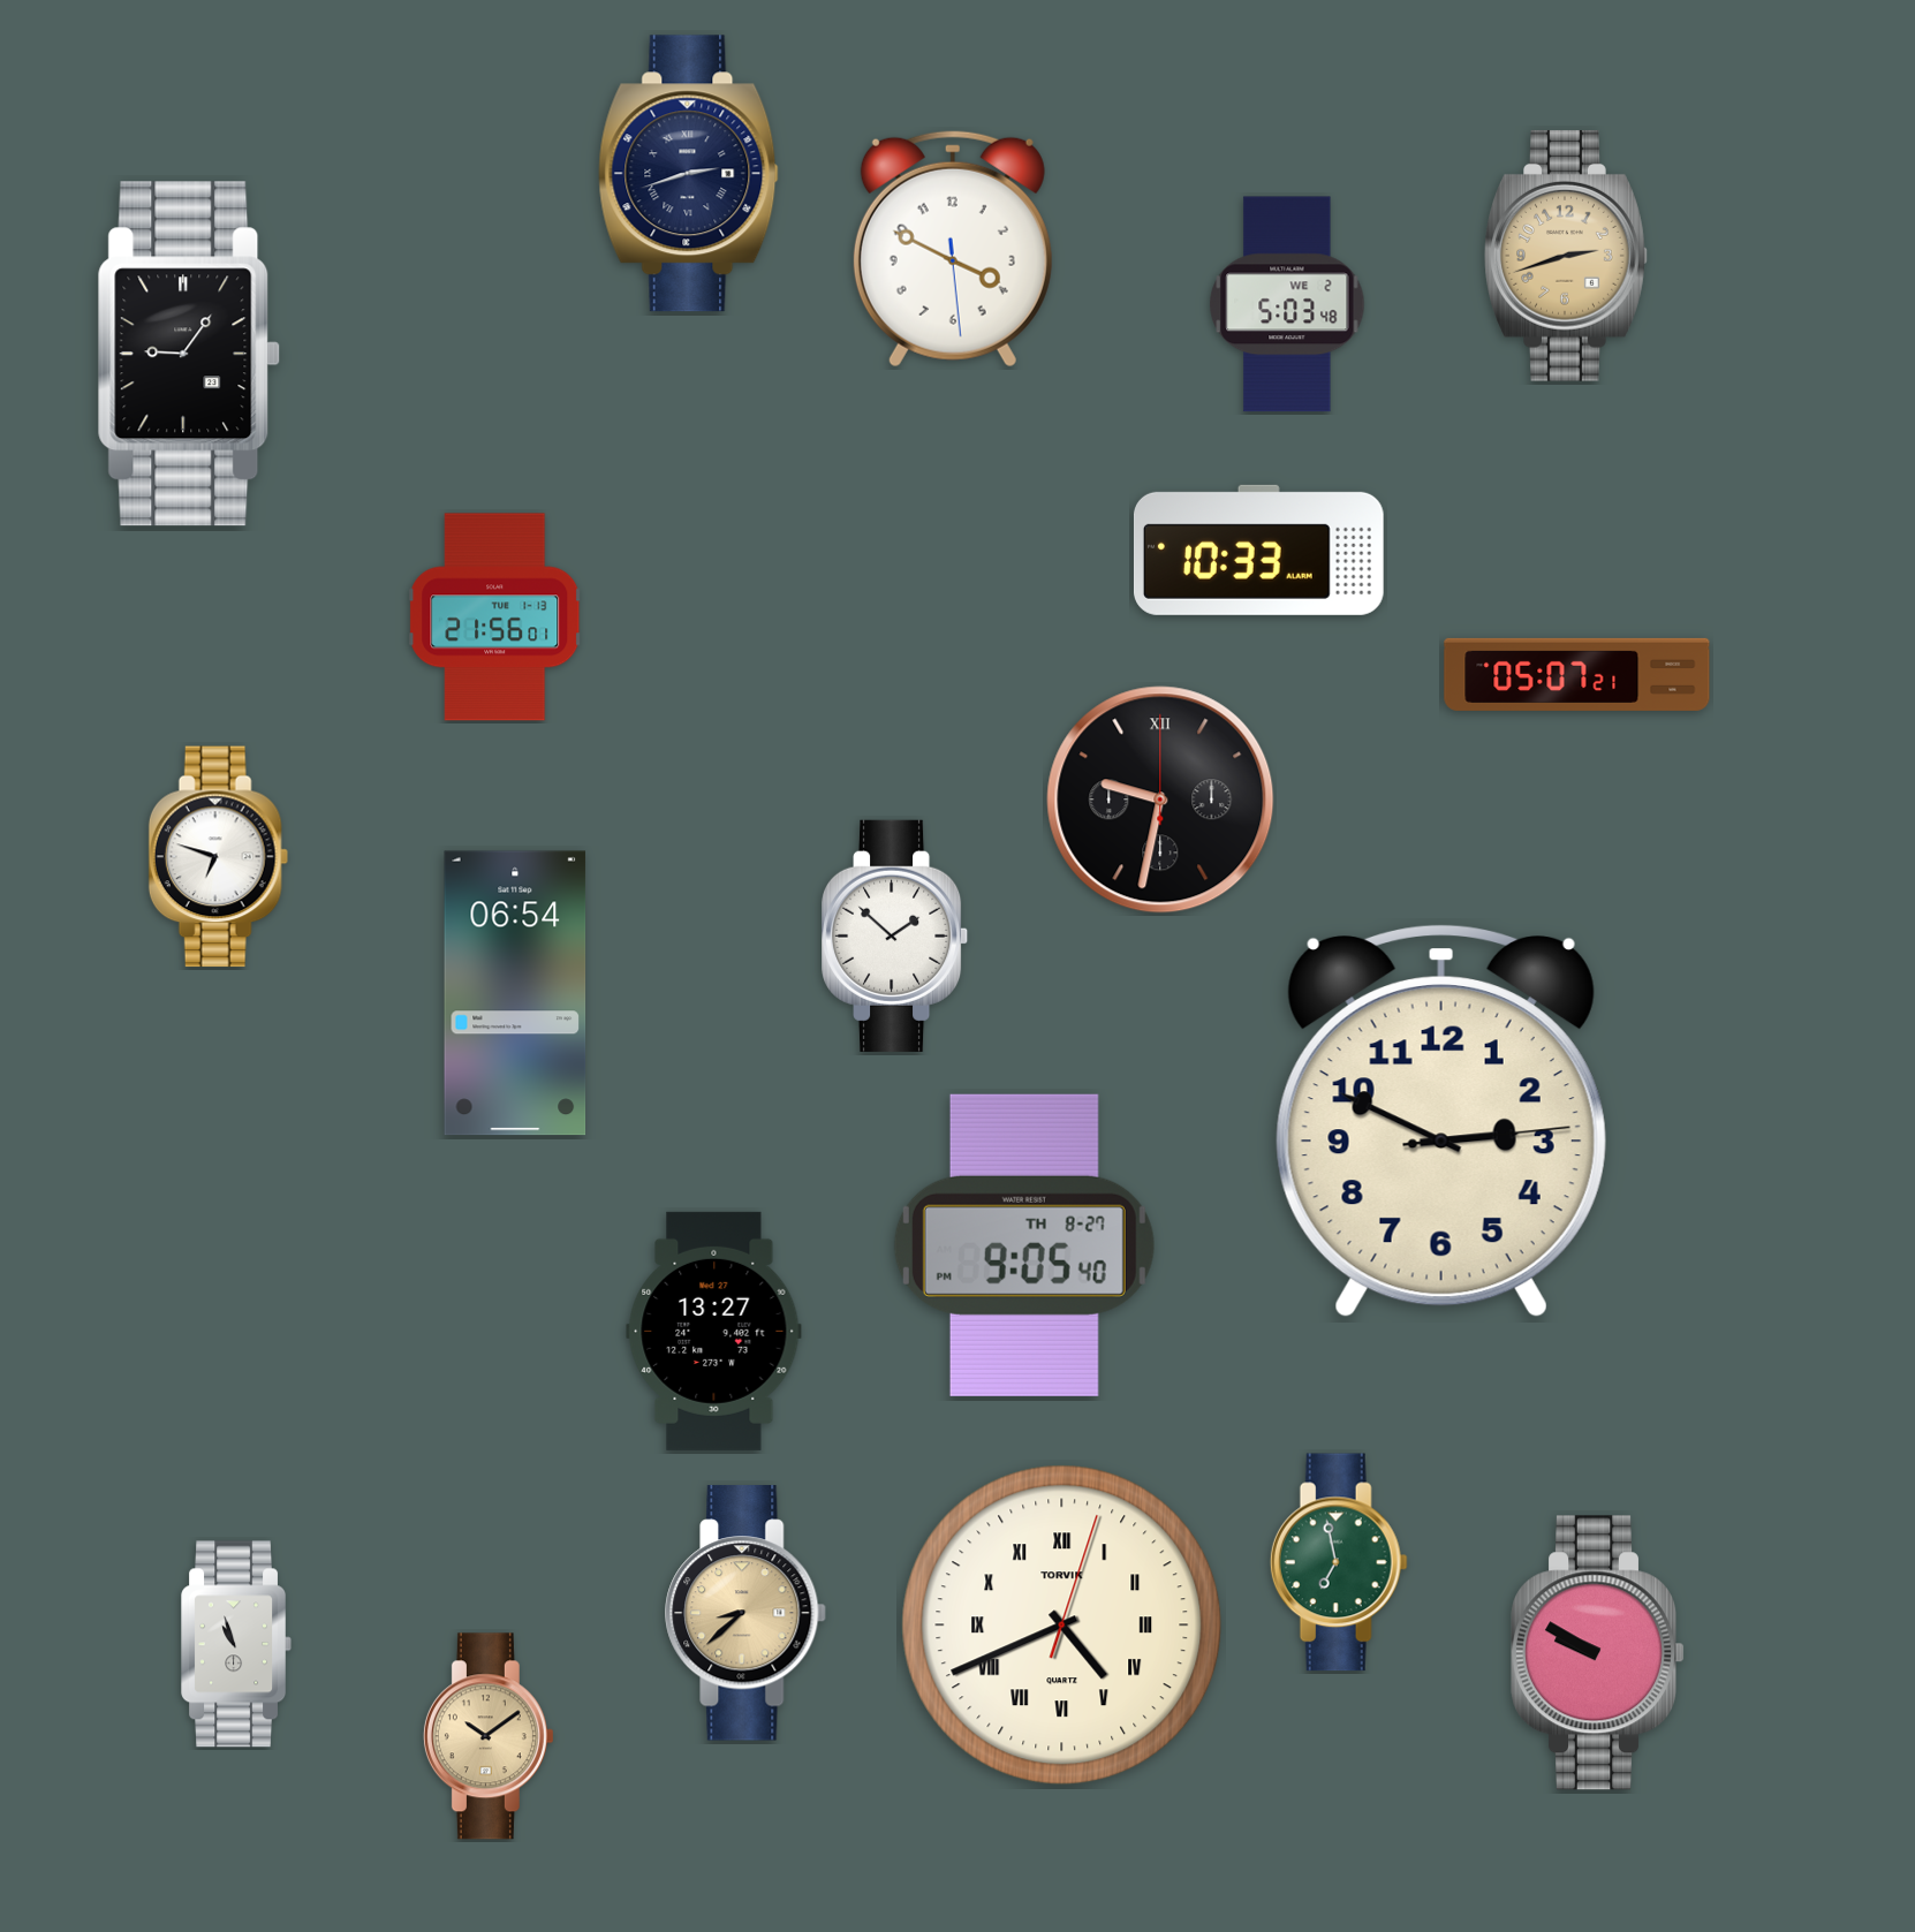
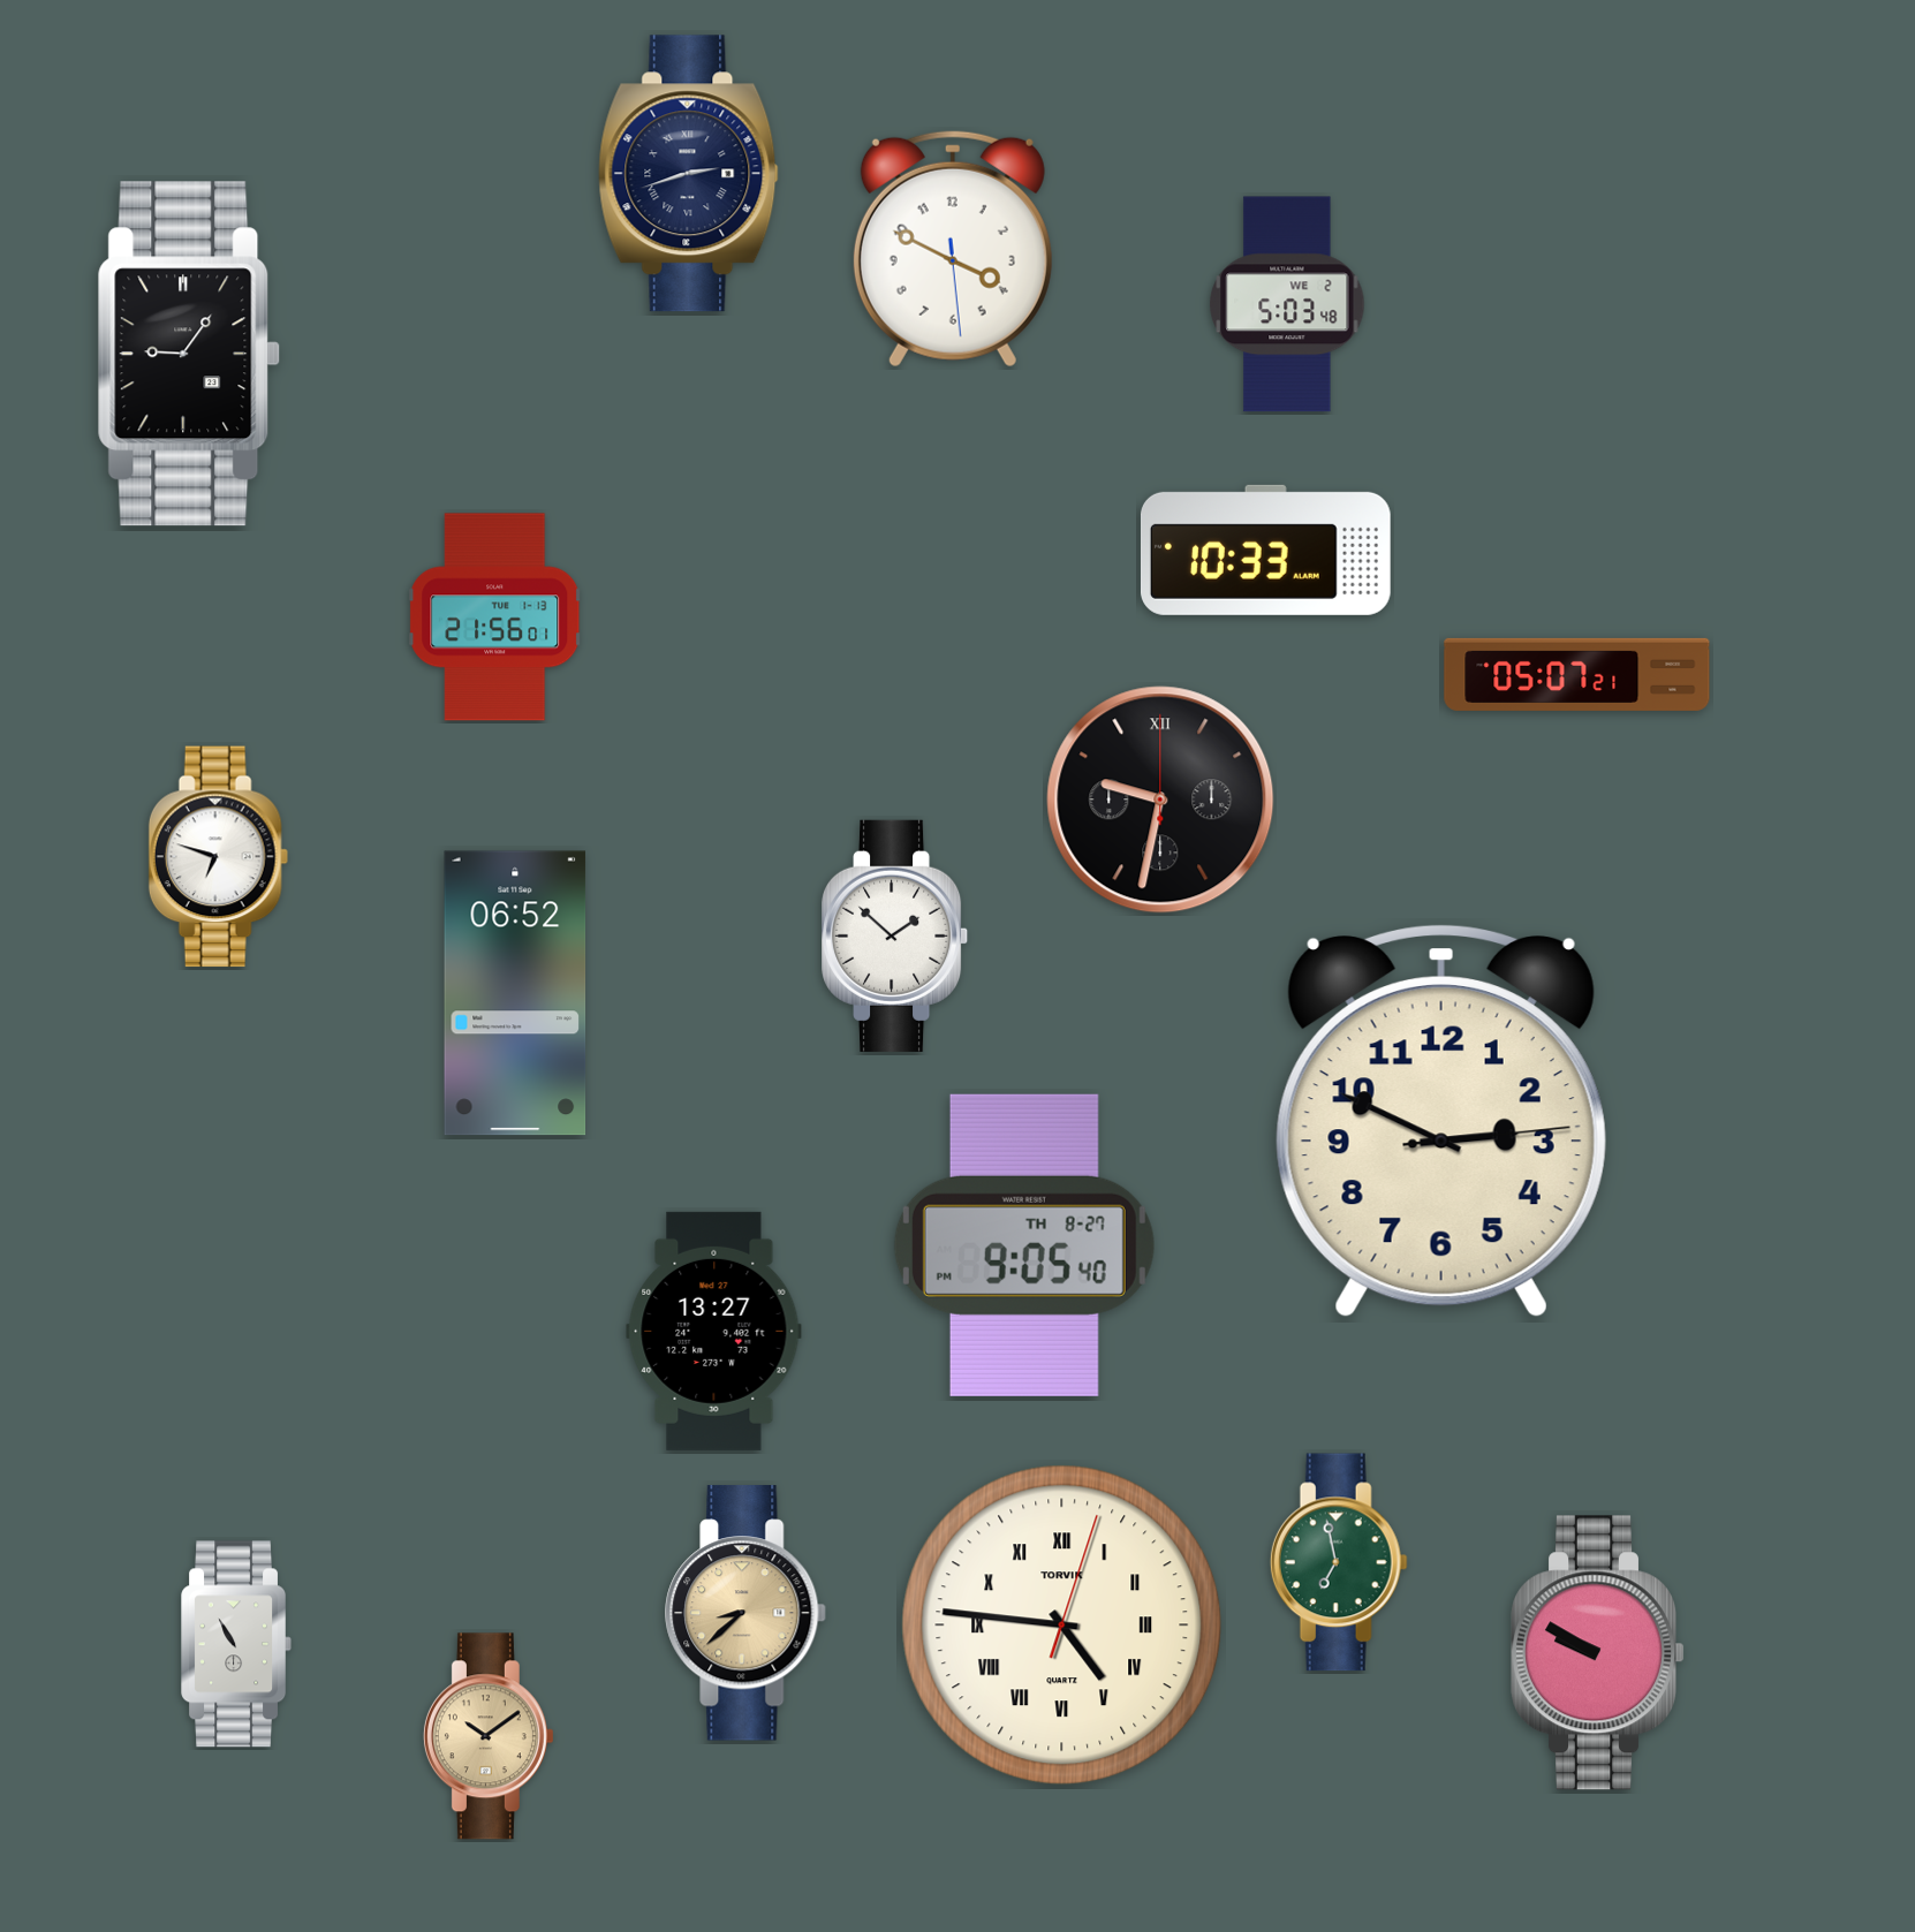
clock at (1566, 256): 2:42 -> none
clock at (1258, 550) position: (1258, 550) -> (1265, 550)
clock at (515, 993): 06:54 -> 06:52
clock at (1062, 1626): 4:41 -> 4:46
clock at (237, 1644): 10:57 -> 10:55
